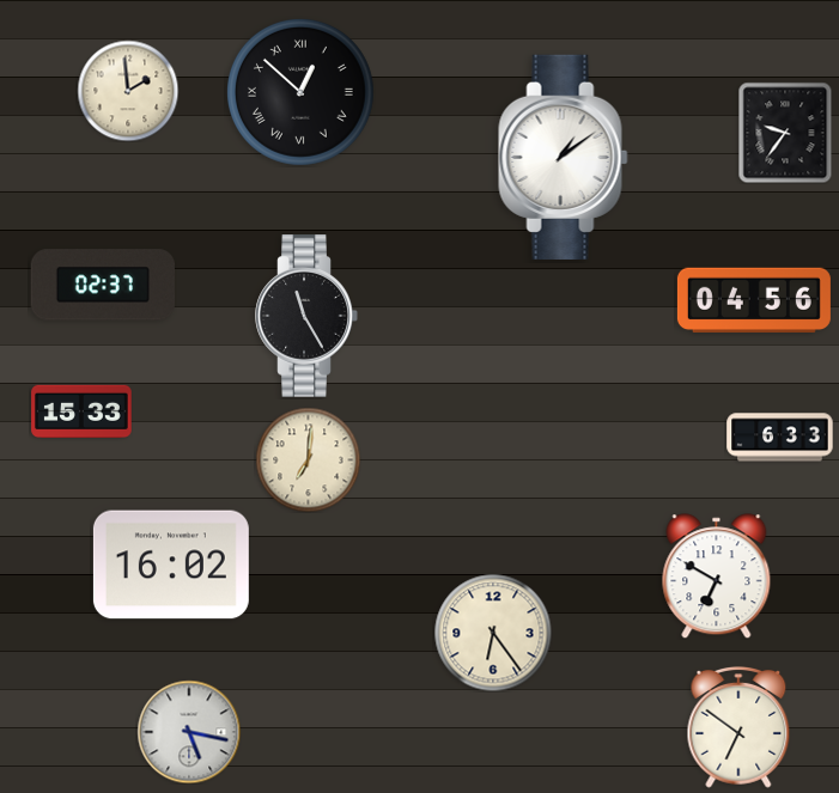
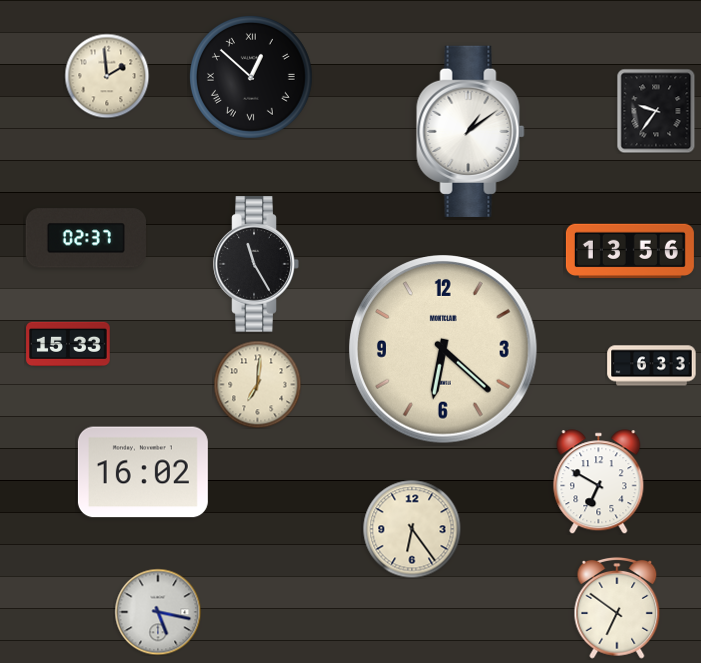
clock at (754, 299): 04:56 -> 13:56
clock at (443, 349): none -> 6:22
